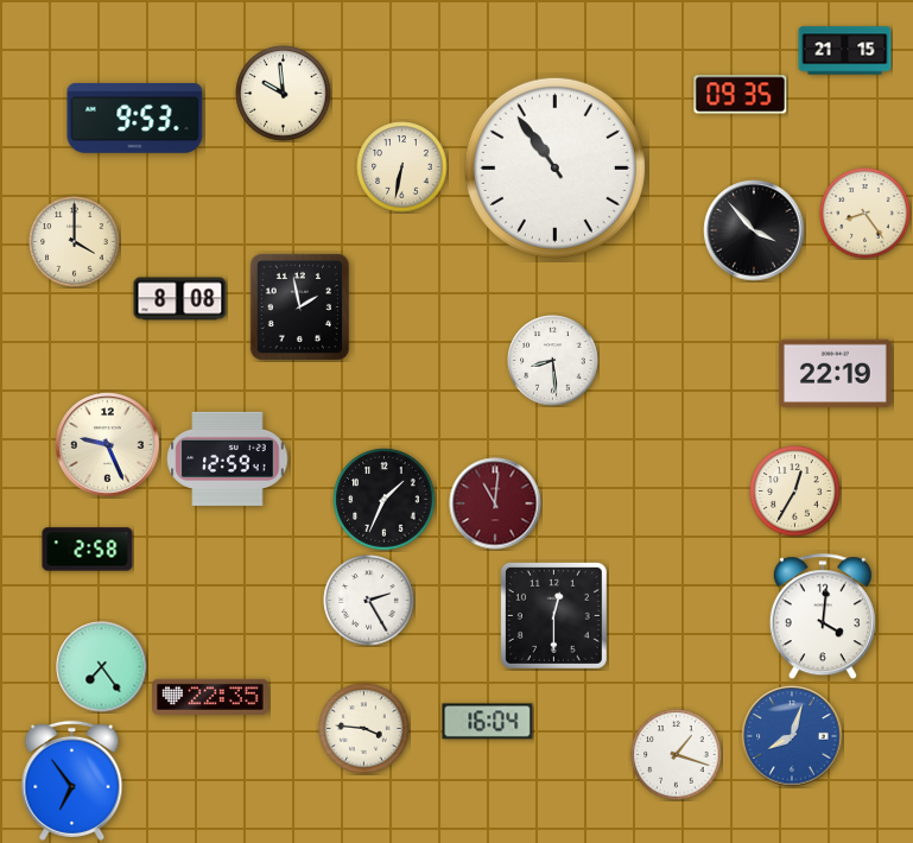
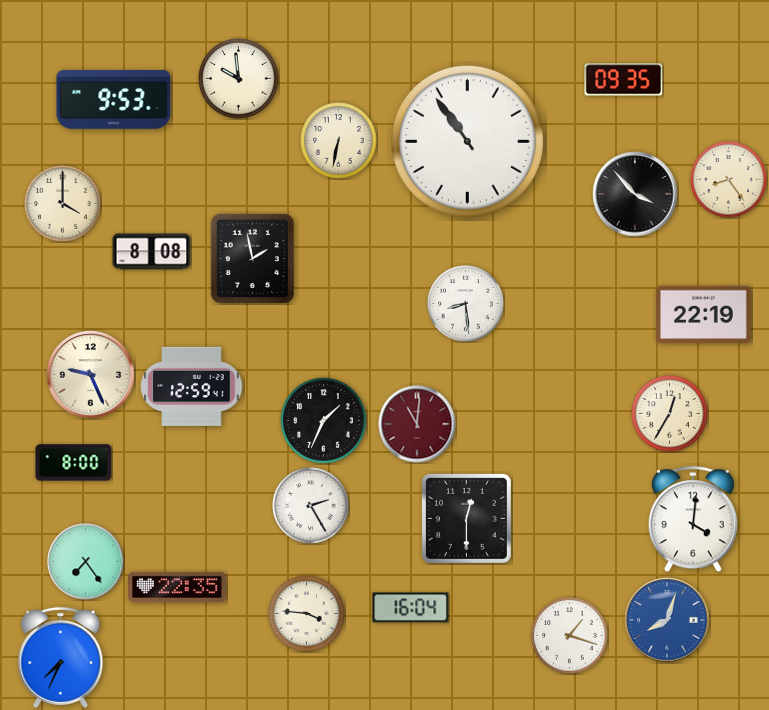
clock at (845, 51): 21:15 -> none
clock at (88, 550): 2:58 -> 8:00
clock at (72, 780): 6:54 -> 7:34
